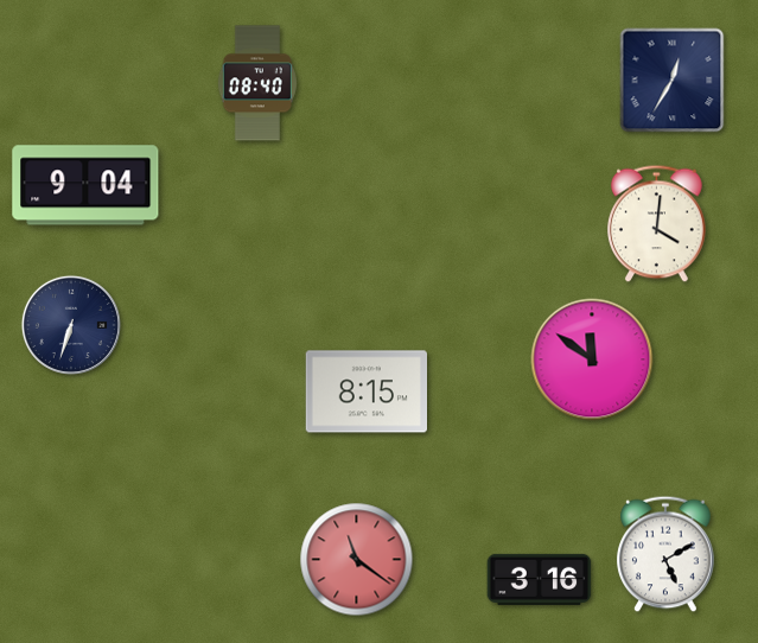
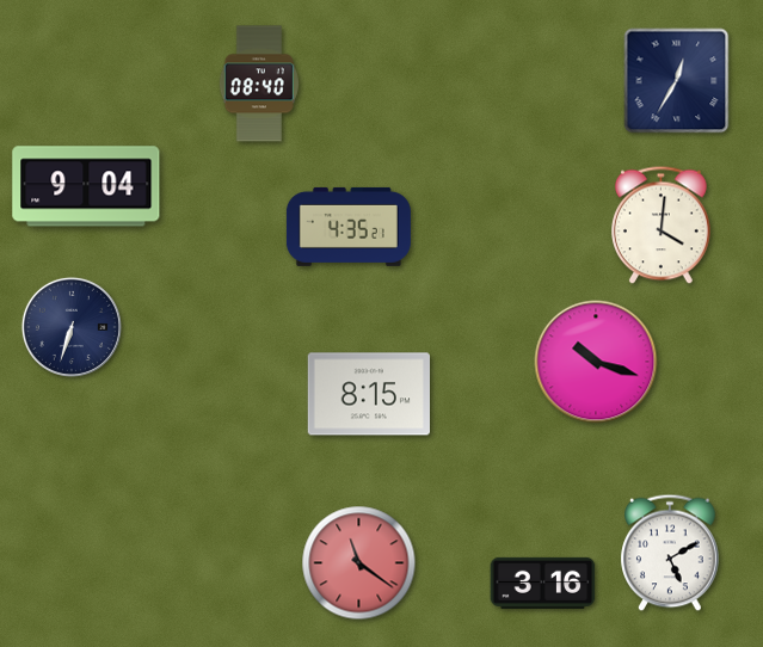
clock at (349, 227): none -> 4:35
clock at (592, 359): 11:51 -> 10:18
clock at (665, 554) position: (665, 554) -> (670, 553)
